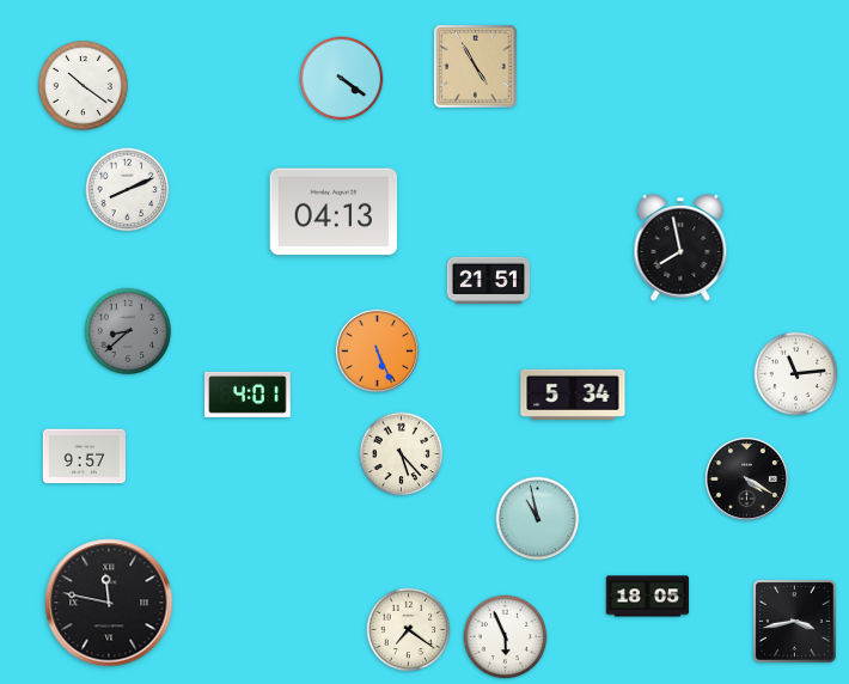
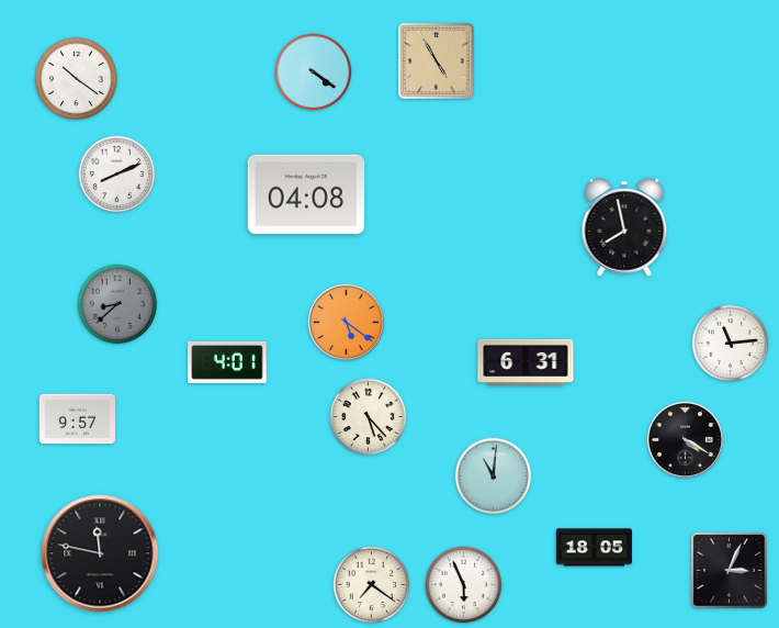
clock at (334, 212): 04:13 -> 04:08
clock at (488, 280): 21:51 -> none
clock at (377, 350): 5:26 -> 5:21
clock at (573, 395): 5:34 -> 6:31
clock at (538, 519): 10:58 -> 11:01
clock at (795, 622): 3:43 -> 3:04
clock at (409, 630) position: (409, 630) -> (372, 585)
